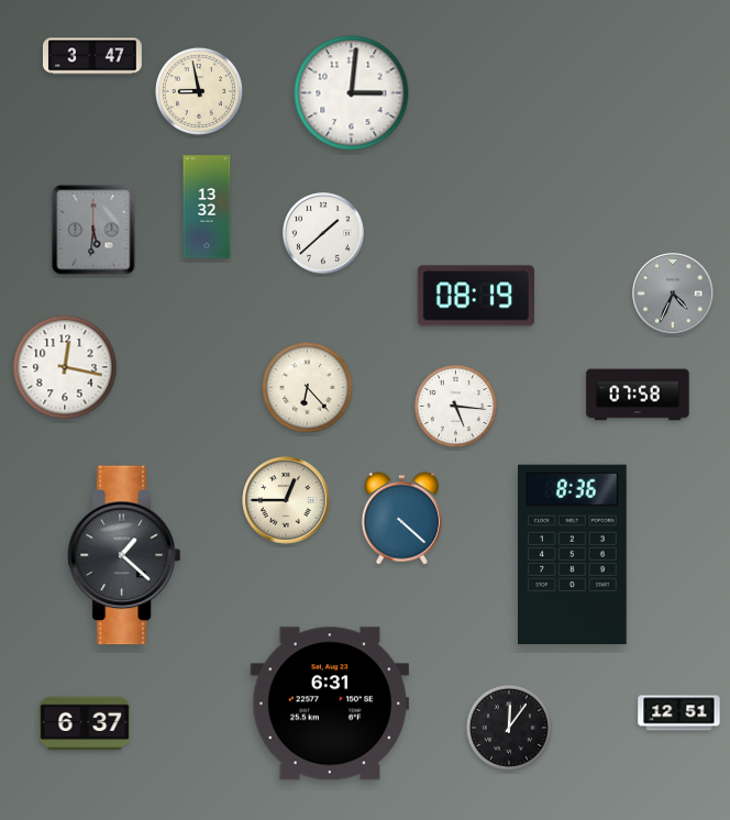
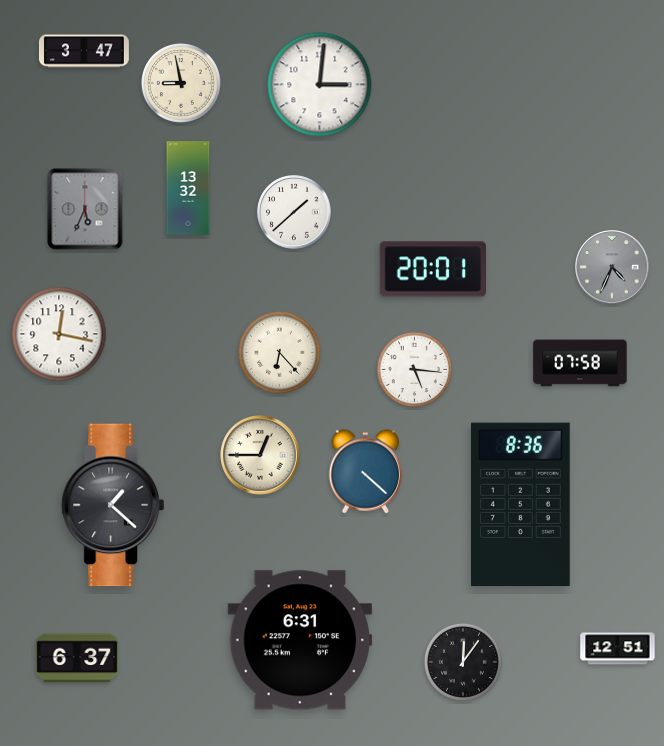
clock at (93, 230): 5:31 -> 5:34
clock at (475, 296): 08:19 -> 20:01
clock at (638, 395) position: (638, 395) -> (580, 363)
